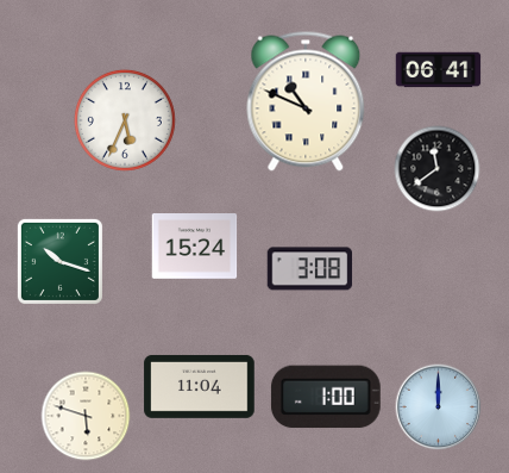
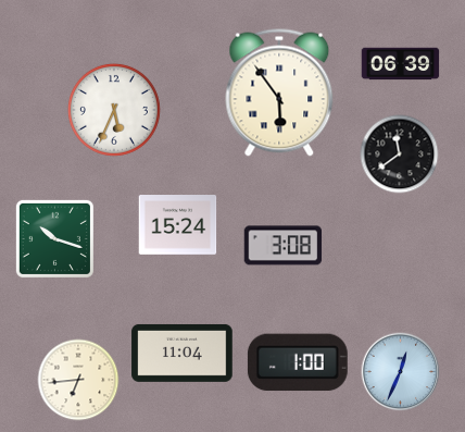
clock at (439, 70): 06:41 -> 06:39
clock at (306, 101): 10:49 -> 5:54
clock at (439, 407): 12:00 -> 12:34
clock at (86, 416): 5:48 -> 6:44
